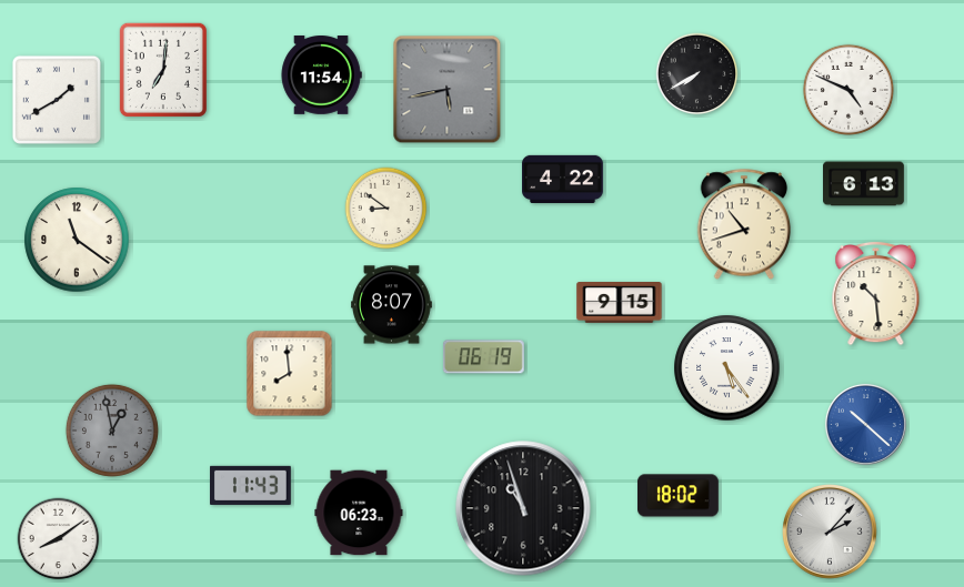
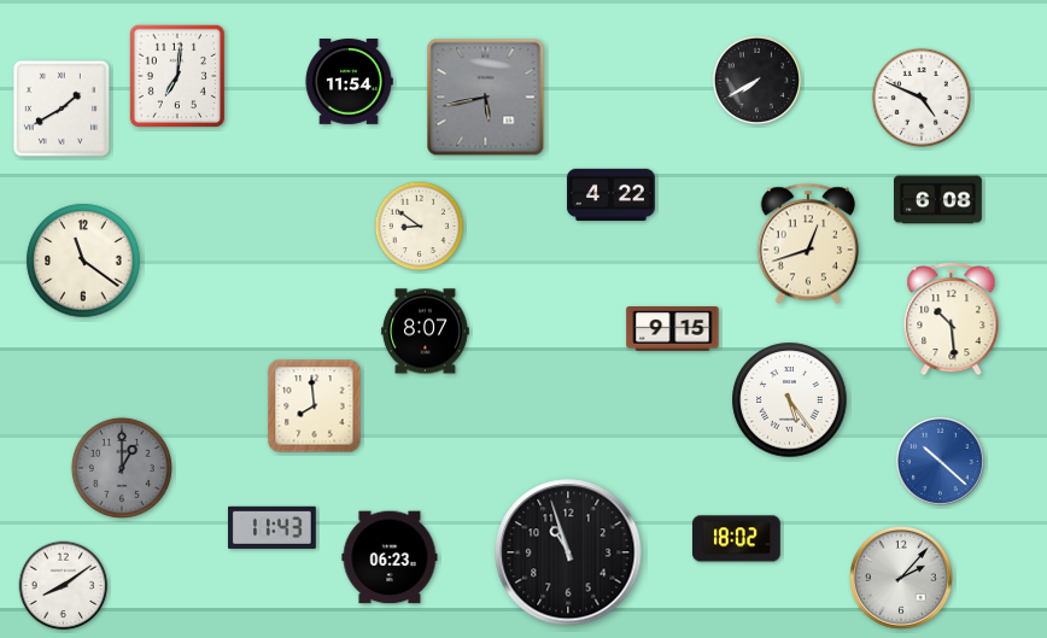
clock at (864, 184): 6:13 -> 6:08
clock at (743, 224): 10:42 -> 12:42
clock at (483, 357): 06:19 -> none
clock at (112, 431): 12:58 -> 1:00
